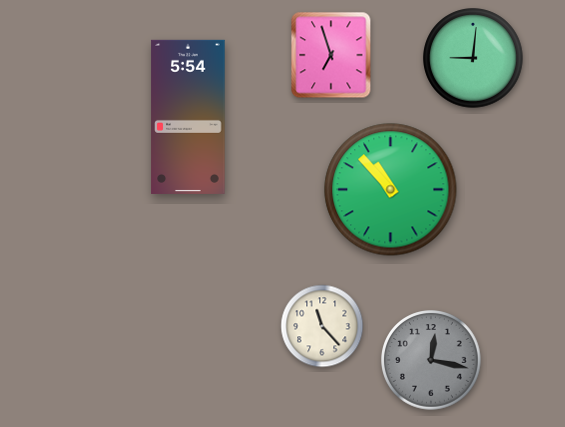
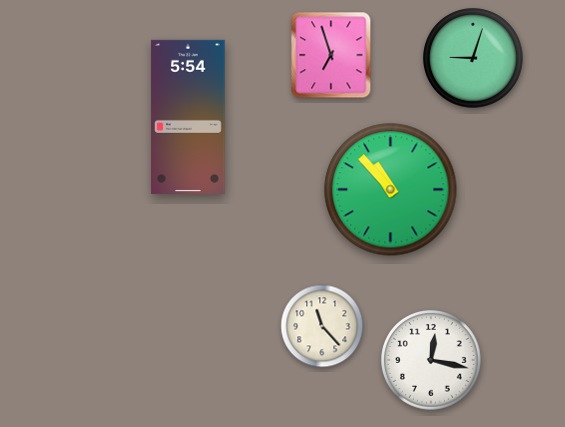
clock at (473, 58): 9:01 -> 9:03
clock at (431, 360) dial: grey -> white
